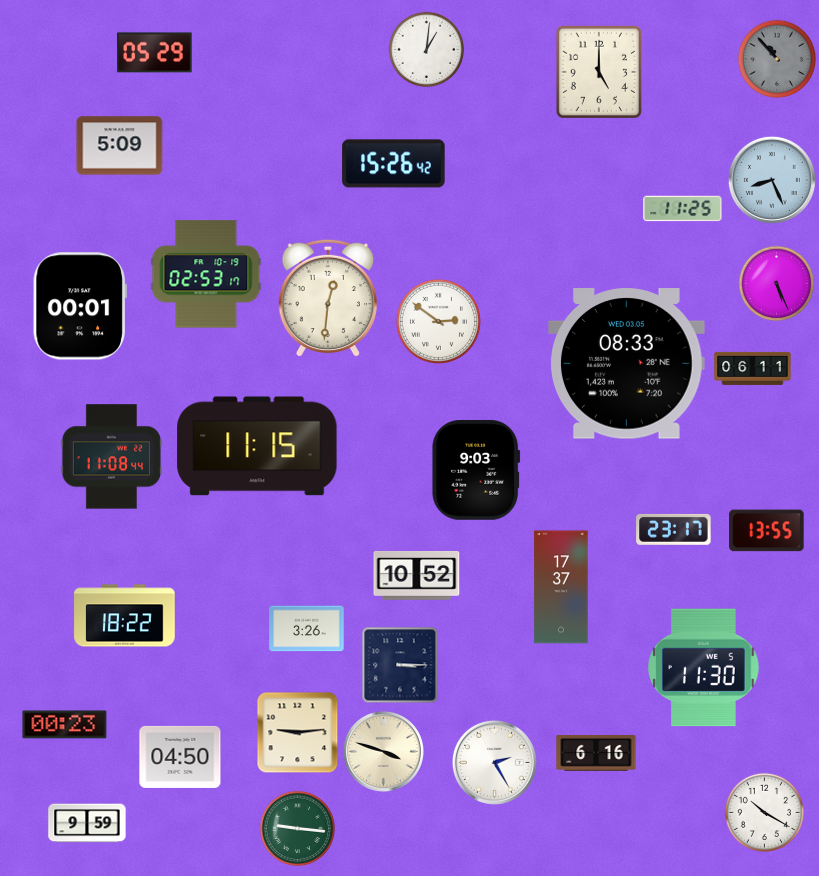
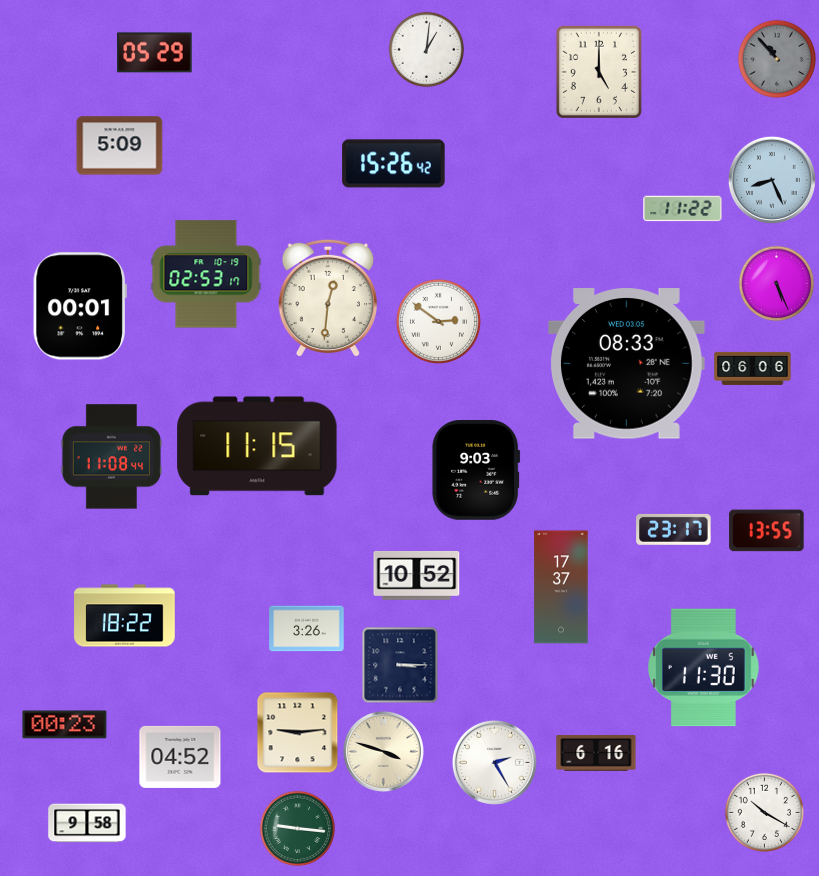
clock at (683, 209): 11:25 -> 11:22
clock at (753, 368): 06:11 -> 06:06
clock at (180, 757): 04:50 -> 04:52
clock at (87, 823): 9:59 -> 9:58
